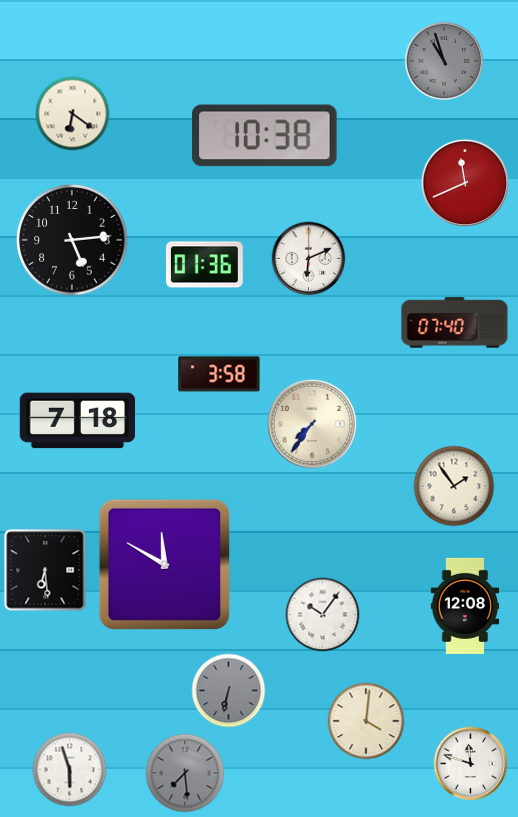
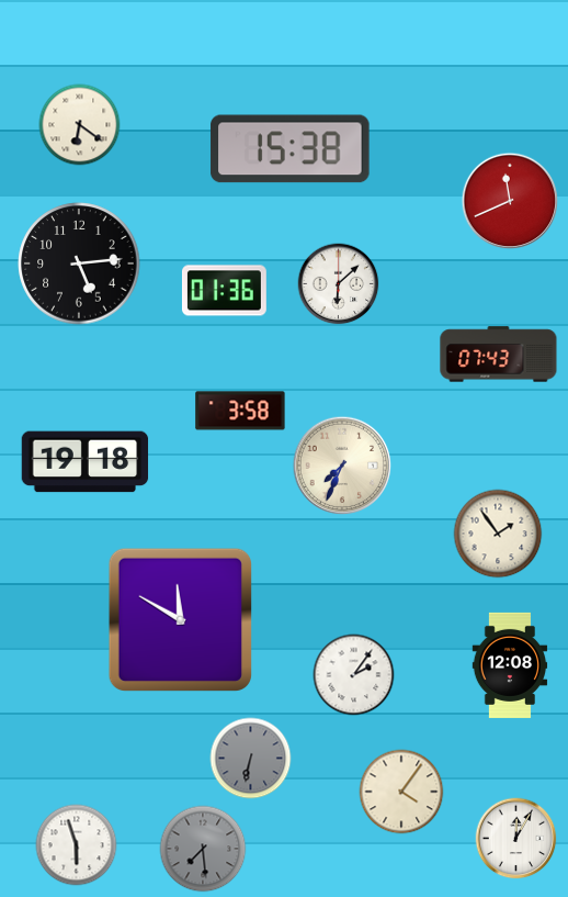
clock at (444, 61): 10:57 -> none
clock at (265, 136): 10:38 -> 15:38
clock at (309, 259): 6:11 -> 6:08
clock at (455, 323): 07:40 -> 07:43
clock at (78, 421): 7:18 -> 19:18
clock at (312, 424): 7:36 -> 7:34
clock at (45, 570): 6:29 -> none
clock at (323, 615): 10:06 -> 2:06
clock at (366, 721): 4:01 -> 4:06
clock at (471, 764): 11:48 -> 12:05
